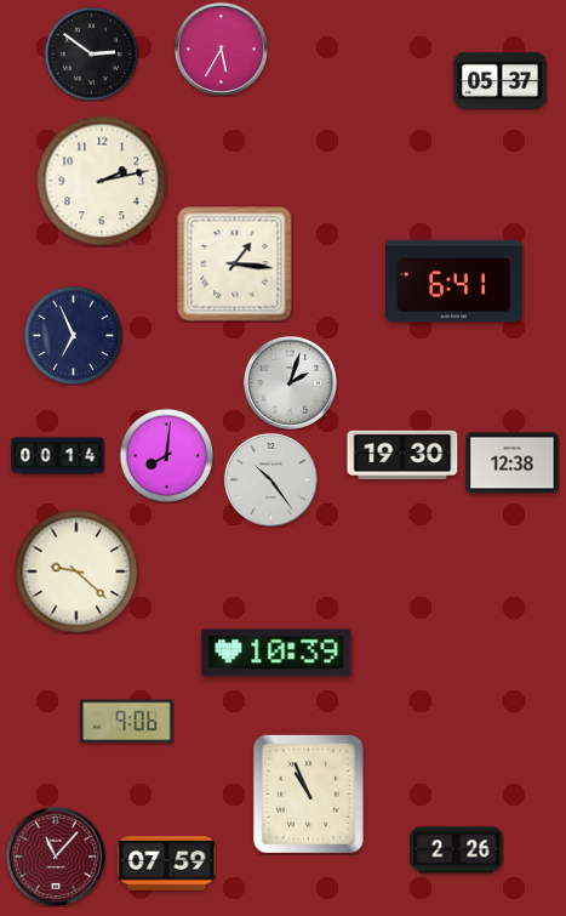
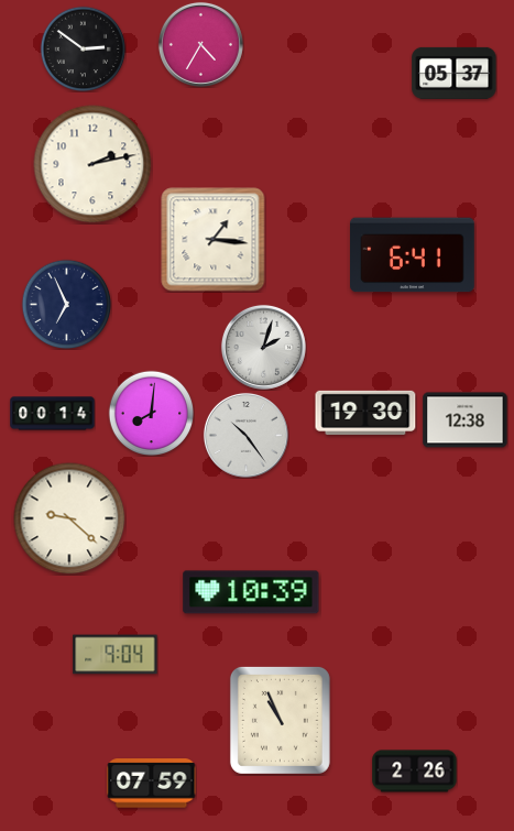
clock at (221, 49): 5:35 -> 4:35
clock at (127, 722): 9:06 -> 9:04
clock at (56, 857): 11:07 -> none
